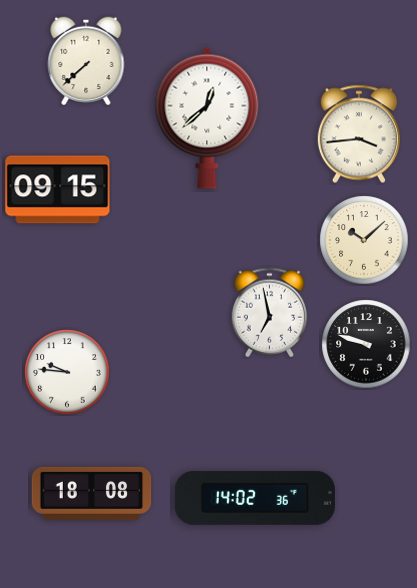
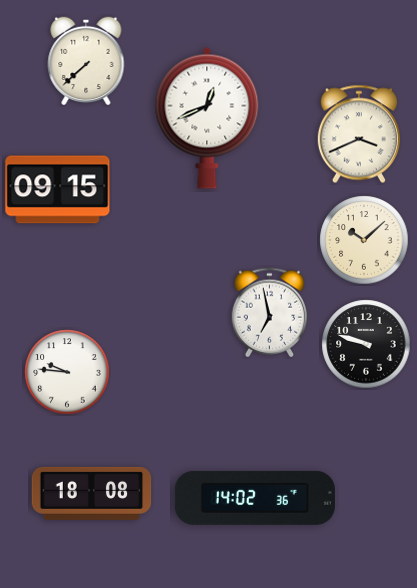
clock at (207, 118): 12:38 -> 12:41
clock at (359, 134): 3:44 -> 3:41
